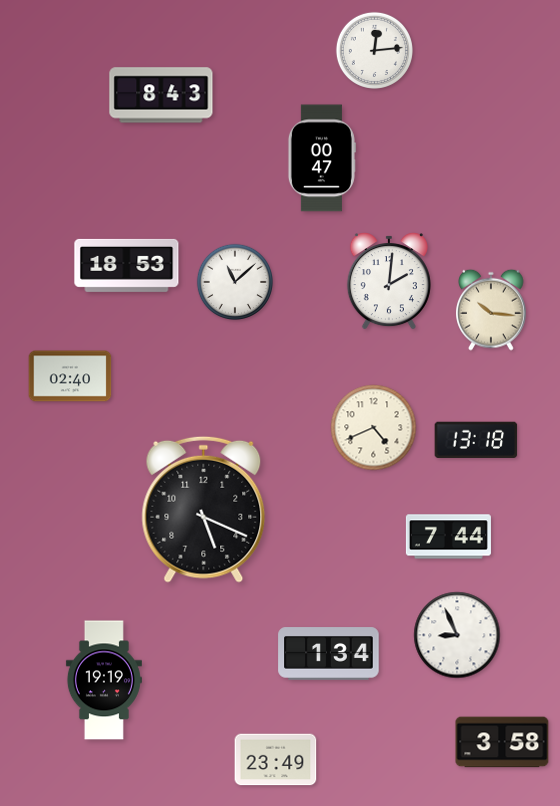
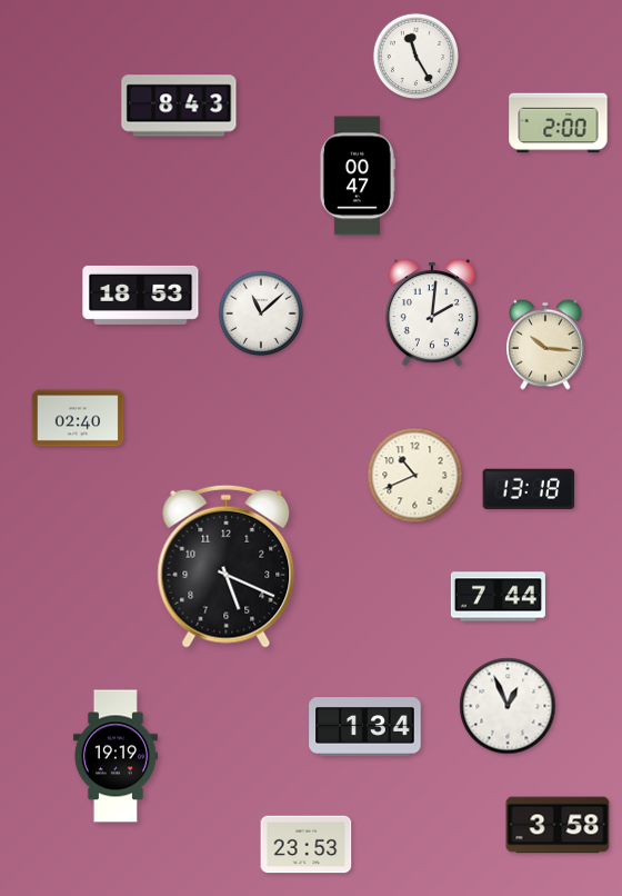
clock at (374, 50): 12:14 -> 11:25
clock at (559, 123): none -> 2:00
clock at (374, 428): 4:41 -> 10:41
clock at (457, 635): 8:56 -> 12:56
clock at (276, 760): 23:49 -> 23:53
